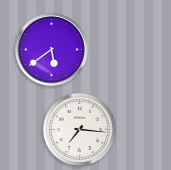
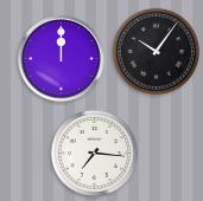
clock at (156, 51): none -> 10:06
clock at (52, 50): 5:39 -> 12:00
